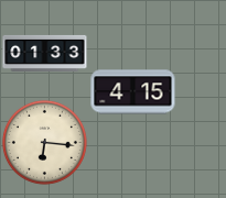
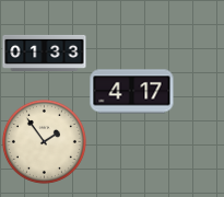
clock at (133, 92): 4:15 -> 4:17
clock at (44, 142): 6:16 -> 1:54
